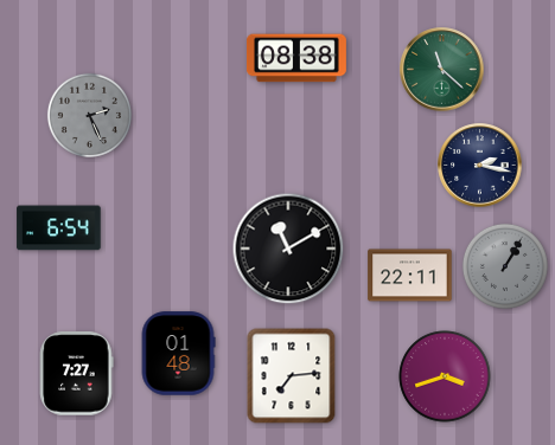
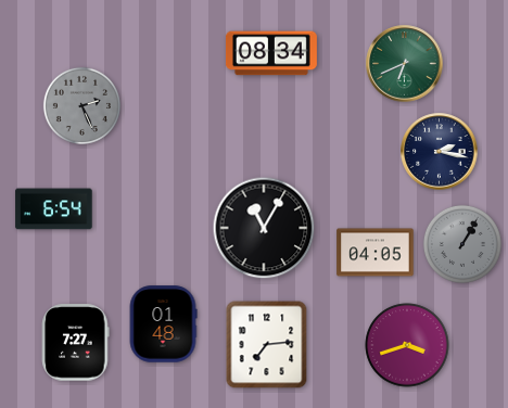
clock at (296, 58): 08:38 -> 08:34
clock at (442, 70): 11:22 -> 6:41
clock at (288, 249): 11:10 -> 11:05
clock at (410, 276): 22:11 -> 04:05
clock at (77, 374) position: (77, 374) -> (76, 343)
